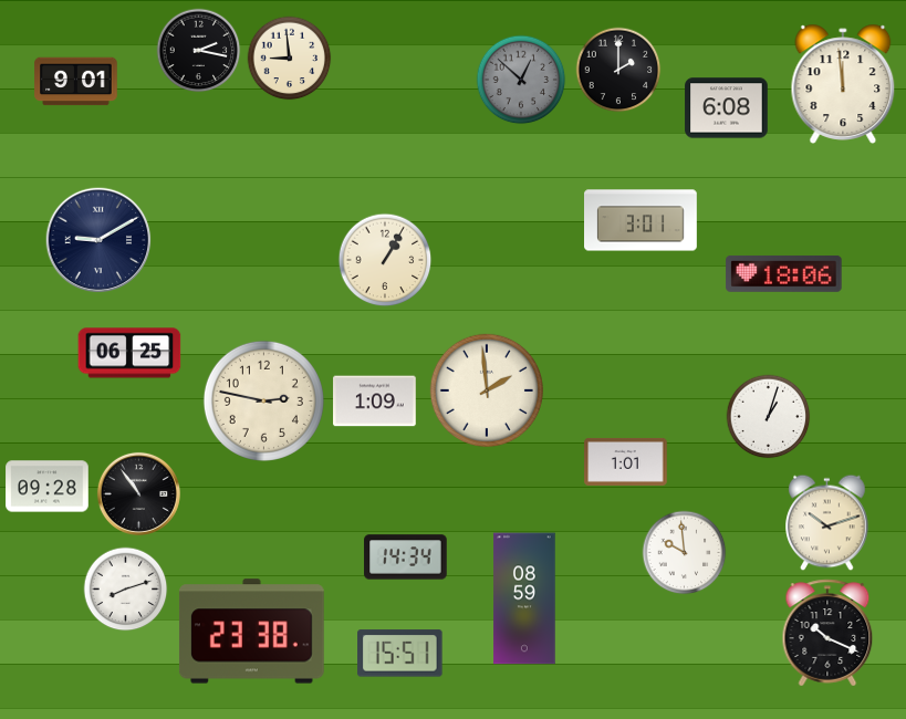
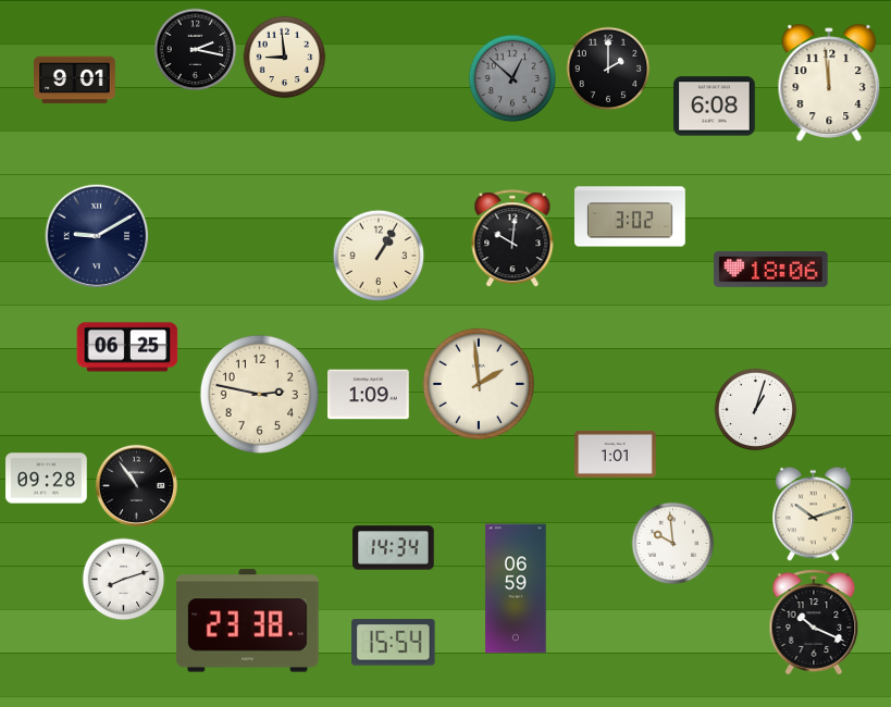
clock at (642, 220): 3:01 -> 3:02
clock at (512, 239): none -> 10:01
clock at (406, 558) position: (406, 558) -> (394, 548)
clock at (524, 598): 08:59 -> 06:59
clock at (400, 654): 15:51 -> 15:54
